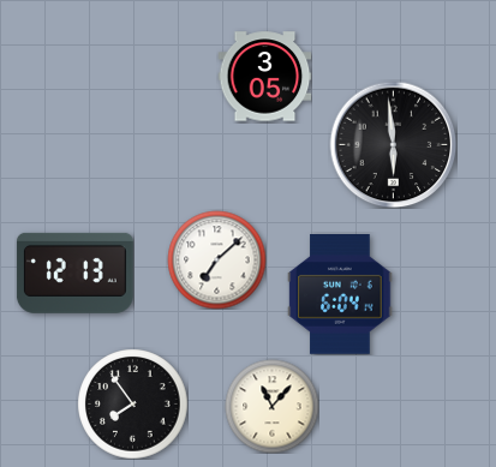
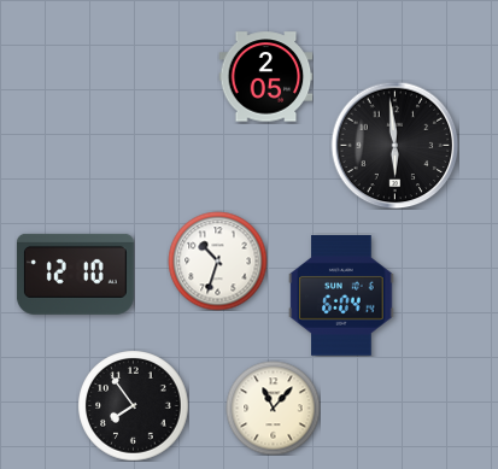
clock at (264, 77): 3:05 -> 2:05
clock at (216, 259): 7:08 -> 10:33
clock at (74, 273): 12:13 -> 12:10
